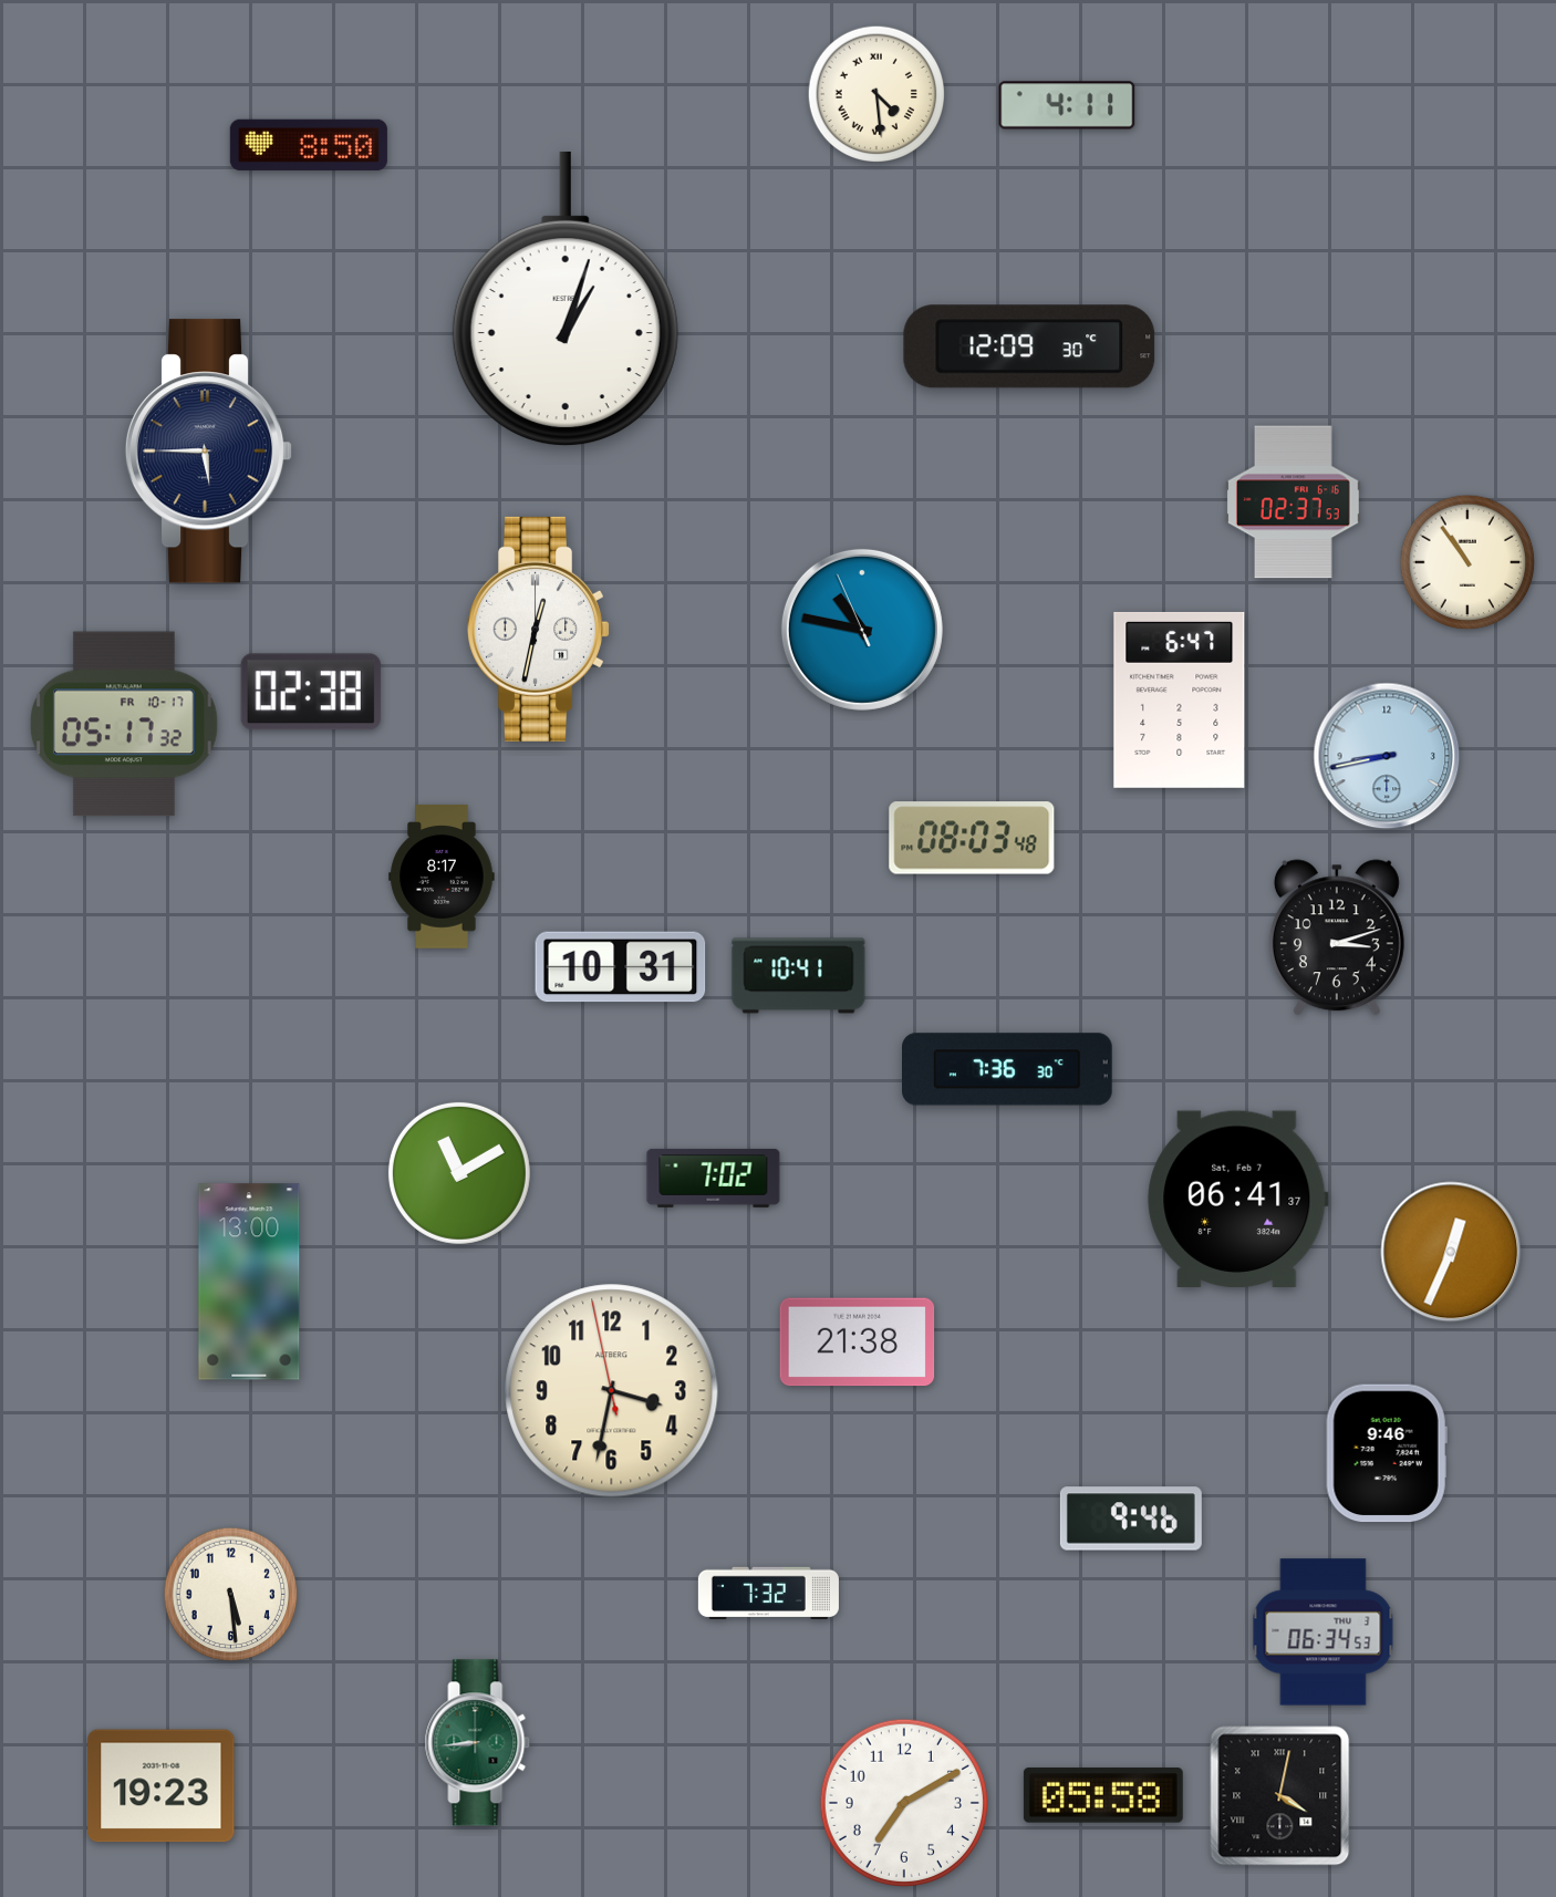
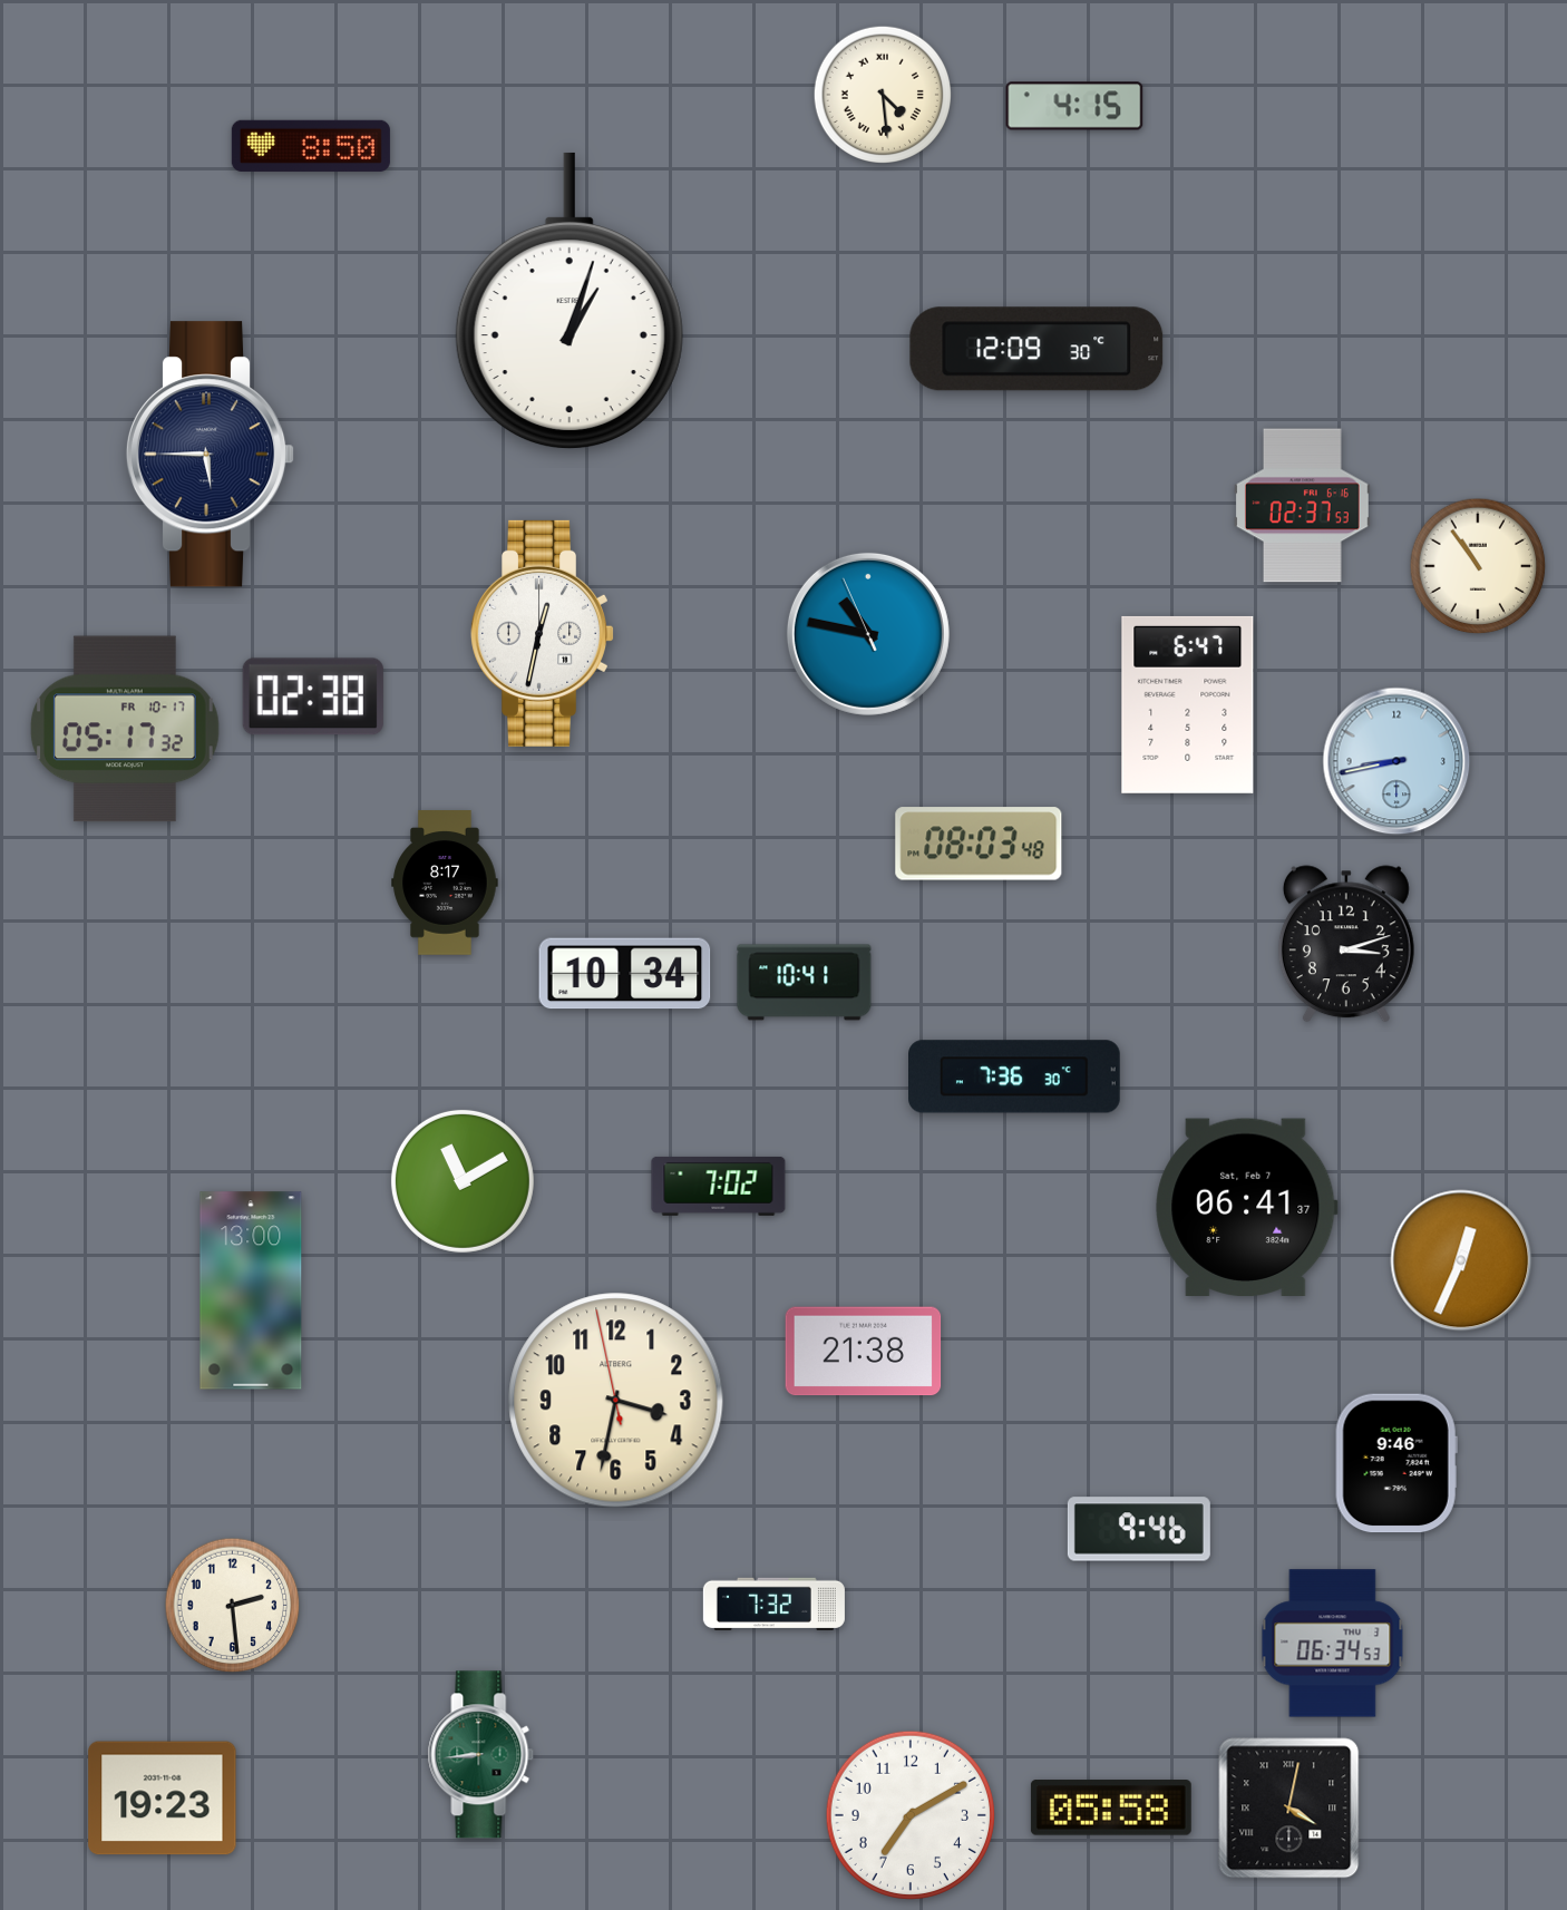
clock at (1067, 105): 4:11 -> 4:15
clock at (621, 967): 10:31 -> 10:34
clock at (231, 1595): 5:29 -> 2:29
